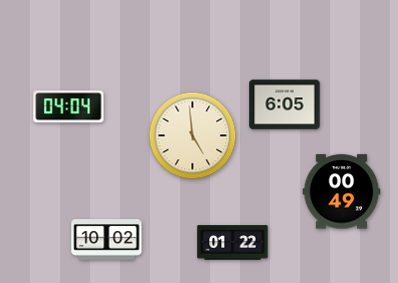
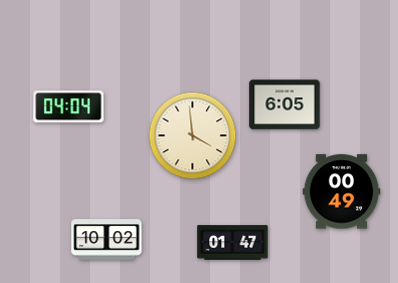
clock at (193, 136): 4:59 -> 3:59
clock at (233, 243): 01:22 -> 01:47
